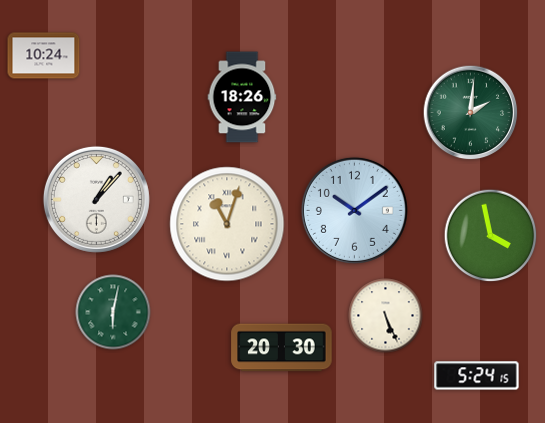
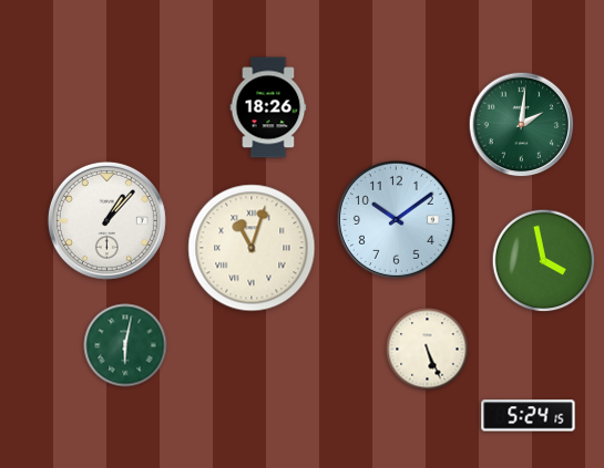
clock at (44, 56): 10:24 -> none
clock at (354, 210) position: (354, 210) -> (396, 219)
clock at (282, 348): 20:30 -> none
